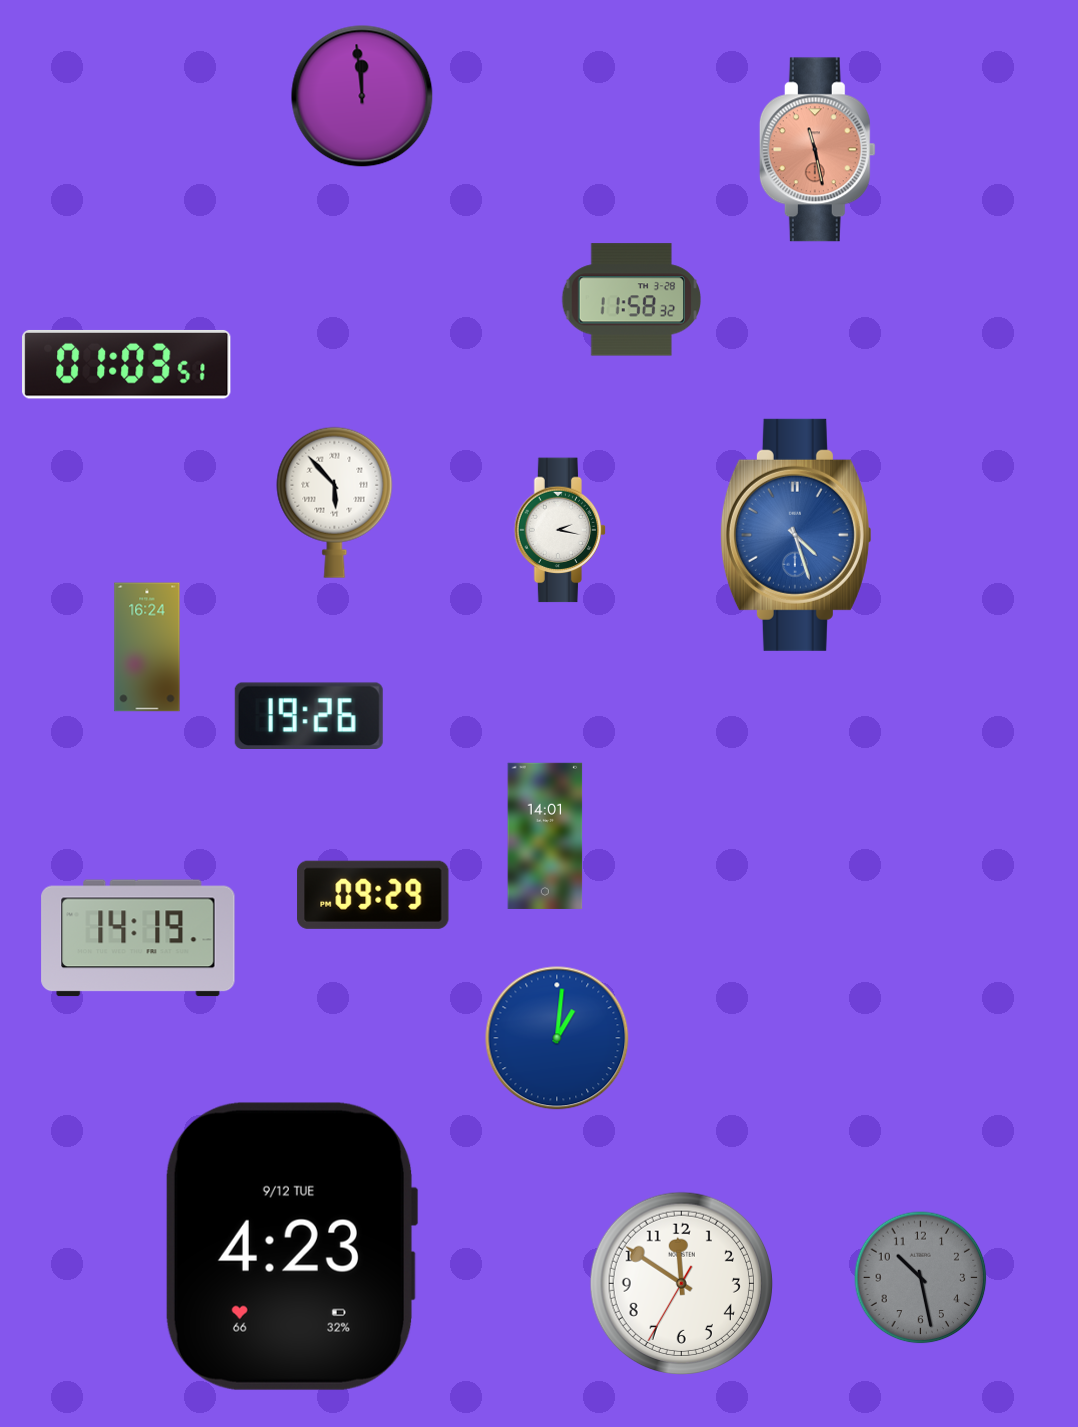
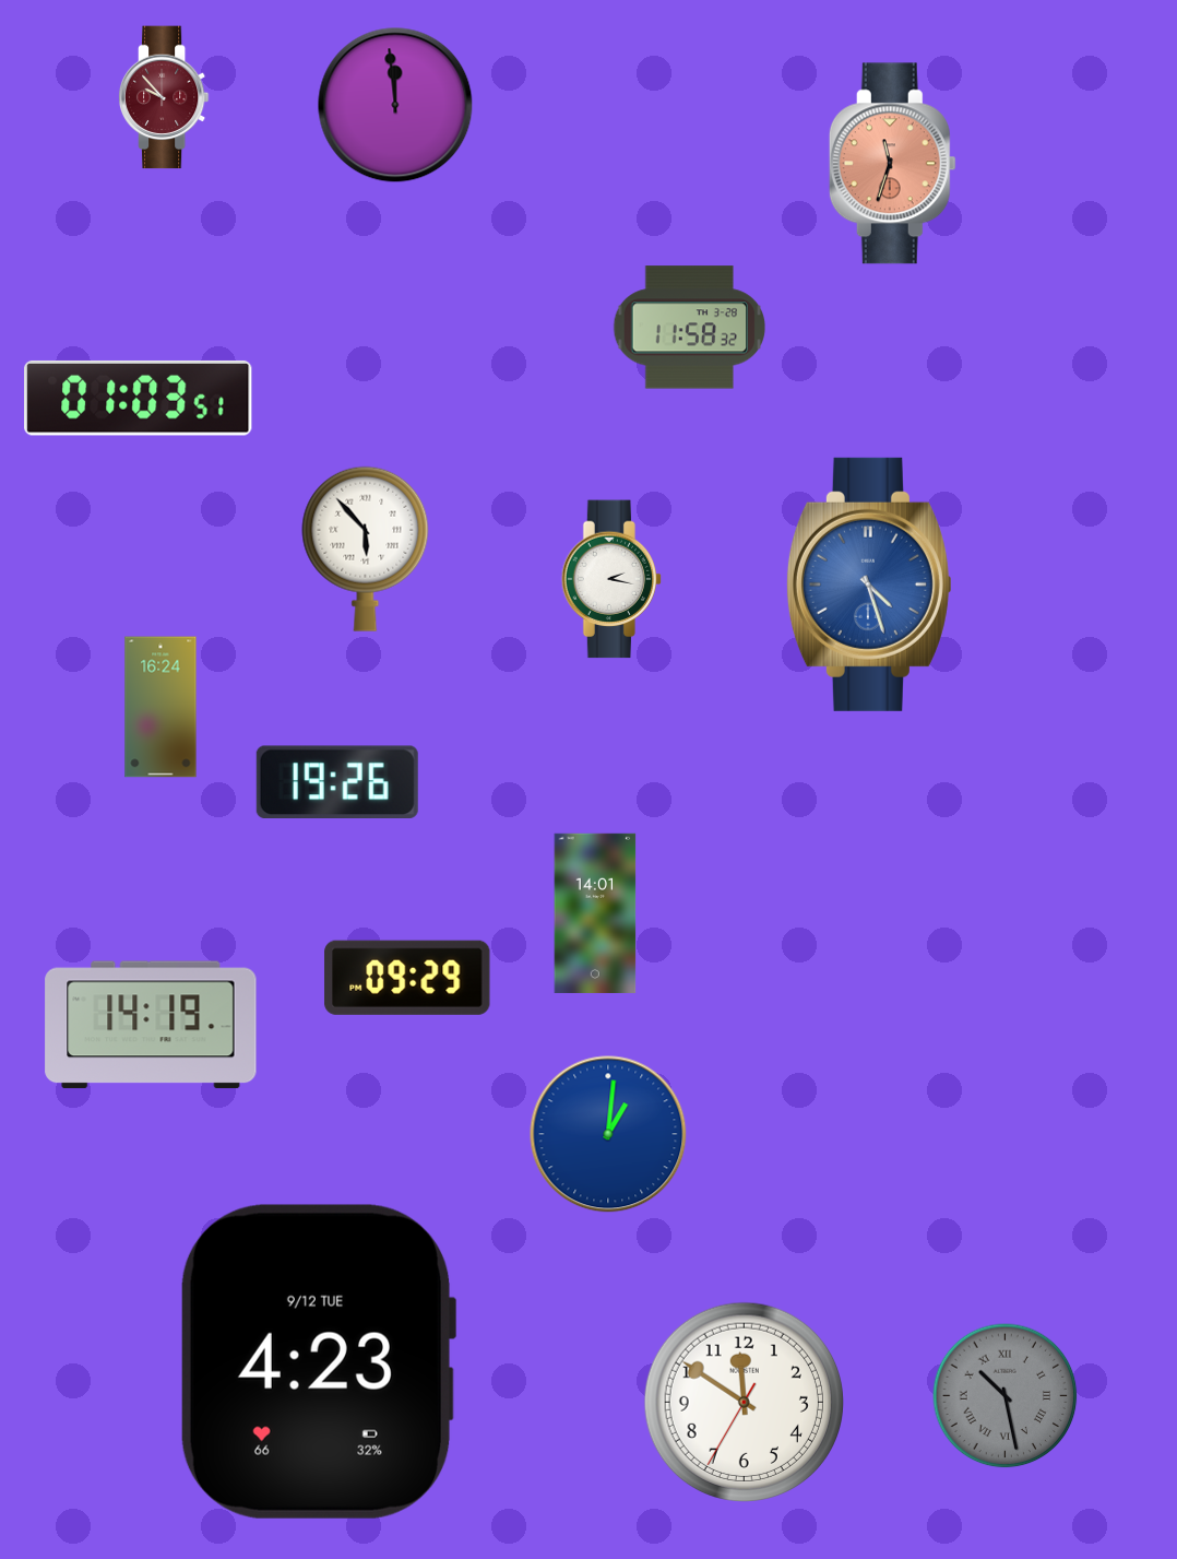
clock at (164, 97): none -> 9:53
clock at (817, 150): 11:28 -> 11:33
clock at (921, 1278) numerals: Arabic -> Roman
